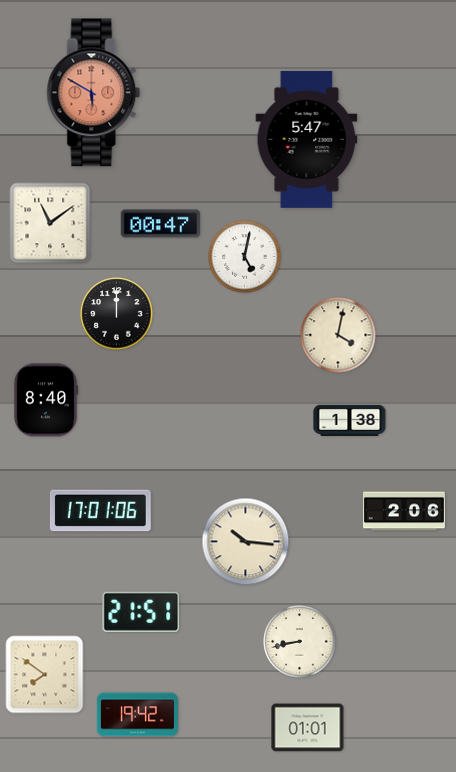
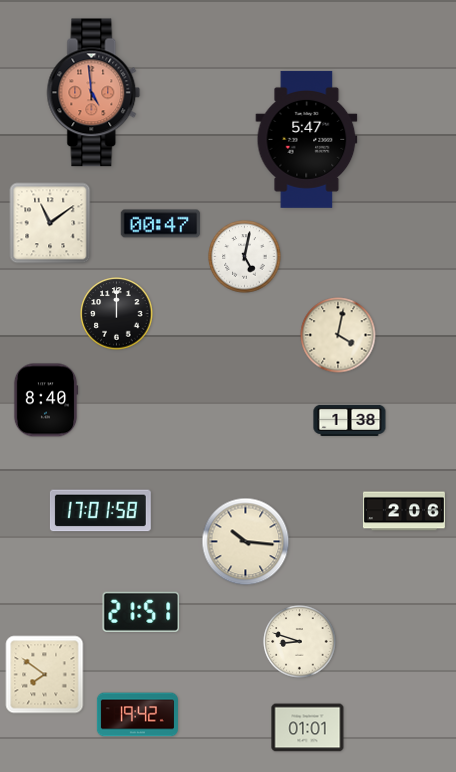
clock at (94, 93): 5:50 -> 4:59
clock at (100, 511): 17:01:06 -> 17:01:58
clock at (300, 642): 8:43 -> 8:48
